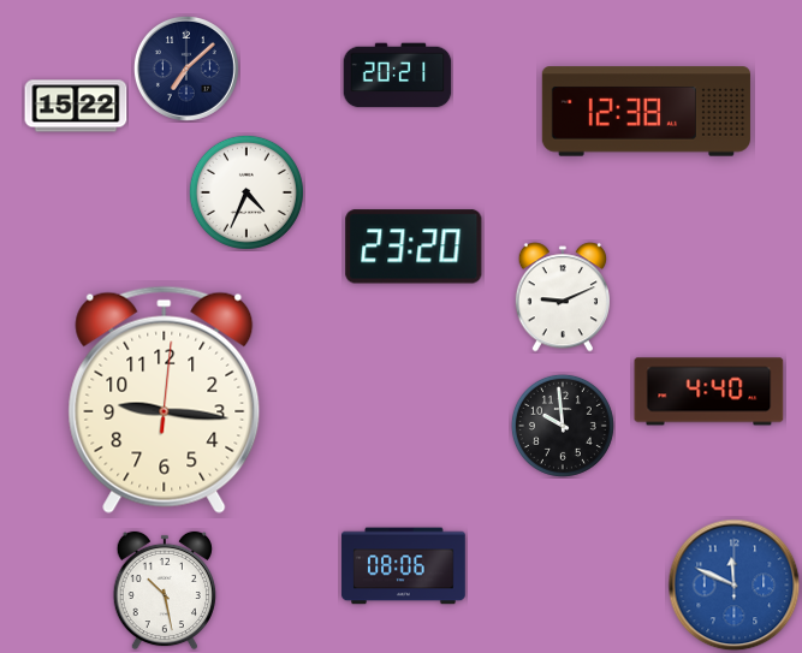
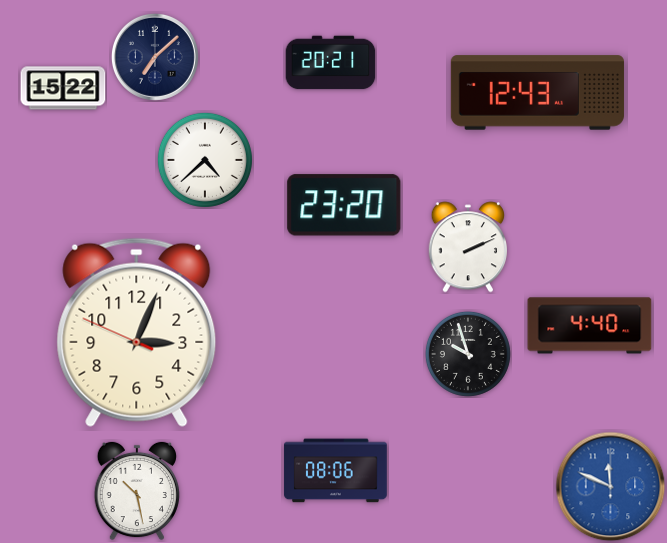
clock at (646, 112): 12:38 -> 12:43
clock at (246, 192): 4:34 -> 4:38
clock at (562, 297): 9:11 -> 2:11
clock at (165, 399): 9:16 -> 3:03
clock at (563, 426): 9:59 -> 9:57
